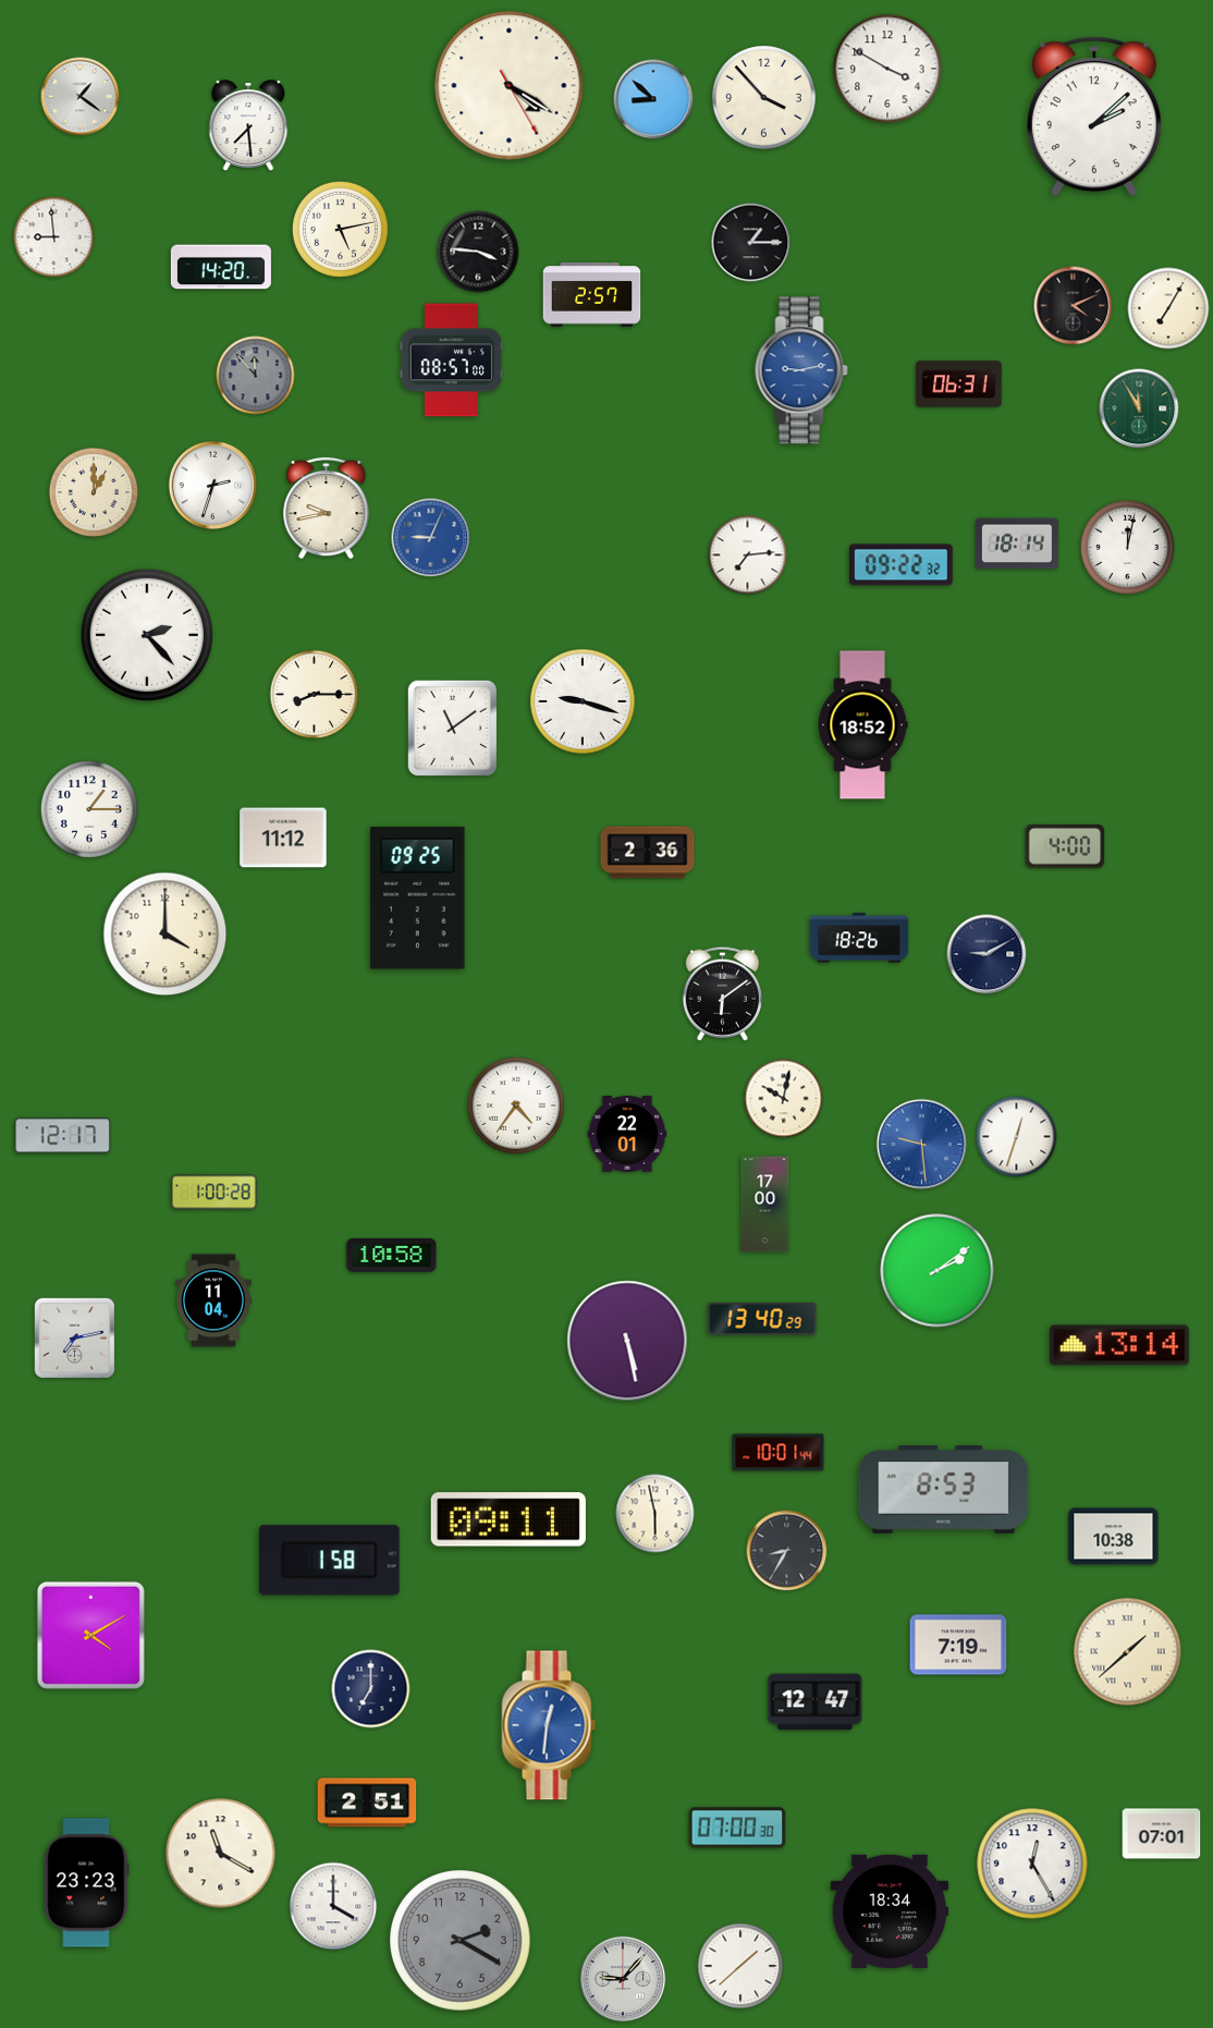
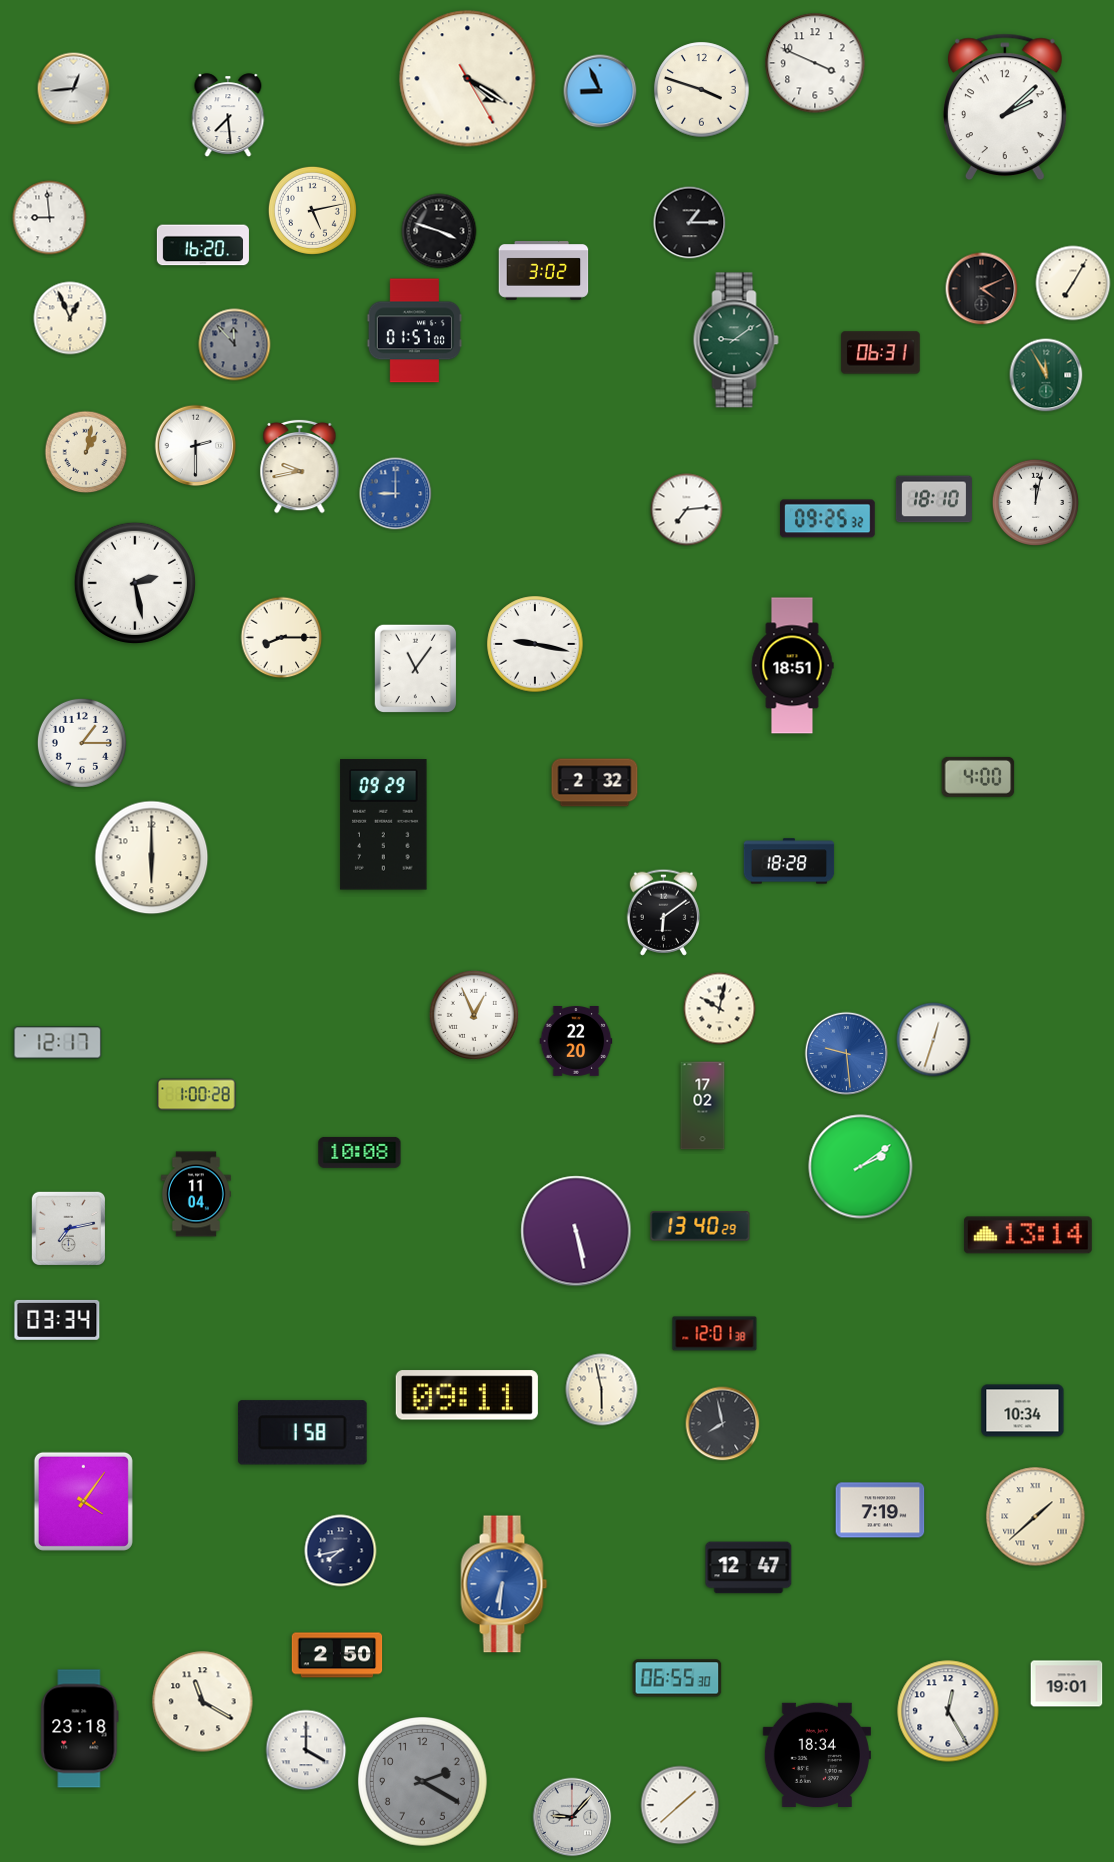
clock at (887, 69): 3:50 -> 3:49
clock at (81, 97): 1:21 -> 12:44
clock at (764, 98): 3:53 -> 3:48
clock at (653, 99): 8:52 -> 8:56
clock at (478, 252): 3:46 -> 3:48
clock at (221, 267): 14:20 -> 16:20
clock at (592, 295): 2:57 -> 3:02
clock at (1074, 306) position: (1074, 306) -> (982, 289)
clock at (70, 318): none -> 12:56
clock at (451, 361): 08:57 -> 01:57
clock at (801, 370): 9:13 -> 9:09
clock at (801, 370) dial: blue -> green
clock at (213, 486): 2:33 -> 2:30
clock at (94, 492): 1:00 -> 1:02
clock at (431, 538): 9:04 -> 9:00
clock at (1017, 543): 18:14 -> 18:10
clock at (902, 565): 09:22 -> 09:25
clock at (147, 635): 2:23 -> 2:28
clock at (315, 695) position: (315, 695) -> (282, 638)
clock at (583, 701): 9:18 -> 9:17
clock at (862, 725): 18:52 -> 18:51
clock at (452, 729): 11:09 -> 11:06
clock at (283, 838): 11:12 -> none
clock at (648, 853): 2:36 -> 2:32
clock at (418, 899): 09:25 -> 09:29
clock at (166, 934): 4:00 -> 6:00
clock at (859, 938): 18:26 -> 18:28
clock at (987, 954): 9:10 -> none
clock at (516, 1105): 4:36 -> 12:56
clock at (627, 1135): 22:01 -> 22:20
clock at (1017, 1137) position: (1017, 1137) -> (934, 1040)
clock at (921, 1144) position: (921, 1144) -> (846, 1053)
clock at (765, 1205): 17:00 -> 17:02
clock at (392, 1255): 10:58 -> 10:08
clock at (762, 1319) position: (762, 1319) -> (700, 1226)
clock at (57, 1320): none -> 03:34
clock at (779, 1453): 10:01 -> 12:01
clock at (944, 1490): 8:53 -> none
clock at (1114, 1537): 10:38 -> 10:34
clock at (787, 1551): 8:35 -> 7:58
clock at (90, 1635): 4:10 -> 4:06
clock at (371, 1689): 7:00 -> 7:43
clock at (816, 1702) position: (816, 1702) -> (749, 1568)
clock at (549, 1725): 12:31 -> 6:31
clock at (367, 1803): 2:51 -> 2:50
clock at (737, 1828): 07:00 -> 06:55
clock at (1162, 1834): 07:01 -> 19:01
clock at (87, 1883): 23:23 -> 23:18
